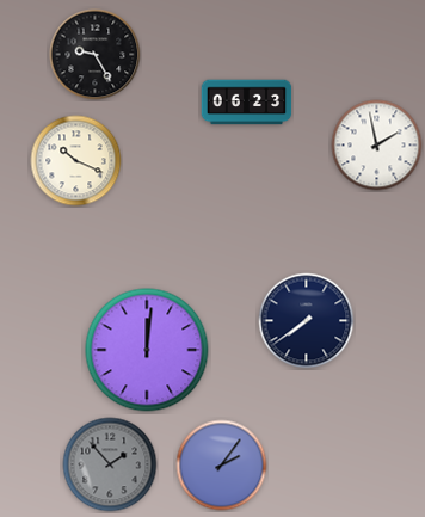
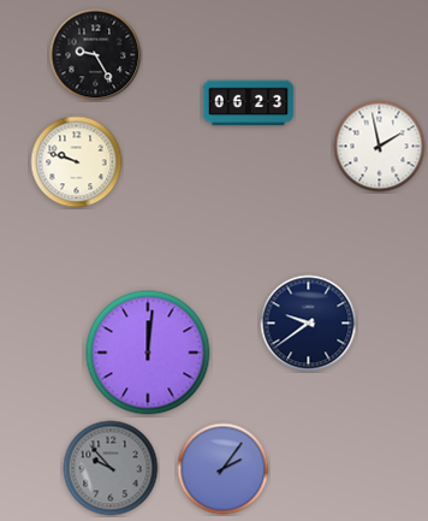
clock at (76, 161): 10:19 -> 9:48
clock at (307, 321): 7:39 -> 9:39
clock at (110, 464): 1:53 -> 9:53
